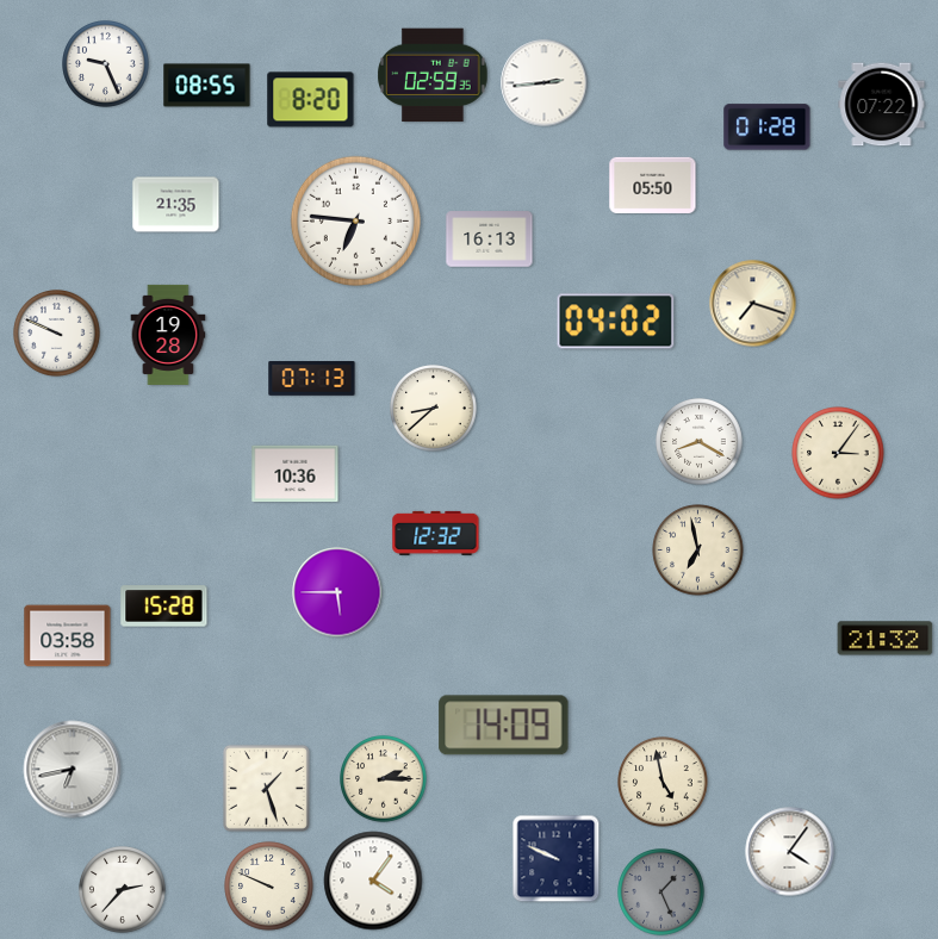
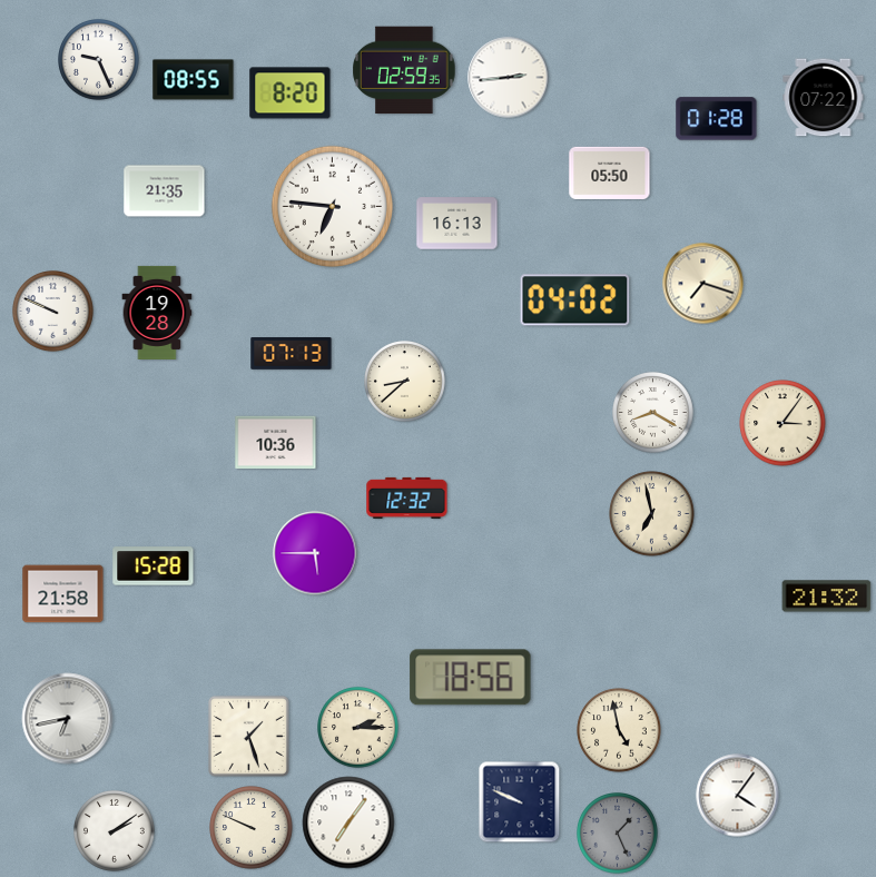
clock at (68, 636): 03:58 -> 21:58
clock at (504, 726): 14:09 -> 18:56
clock at (373, 881): 4:06 -> 7:06
clock at (123, 890): 2:37 -> 2:09
